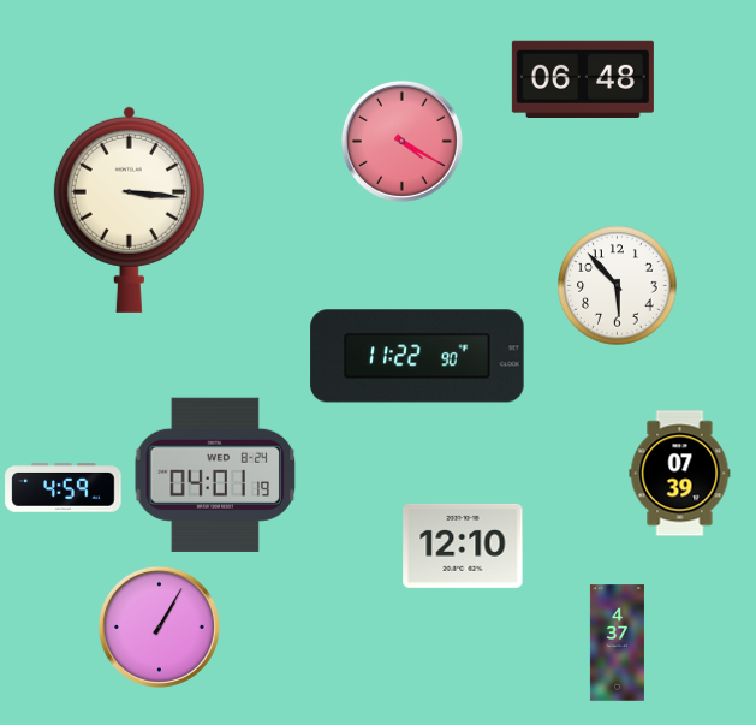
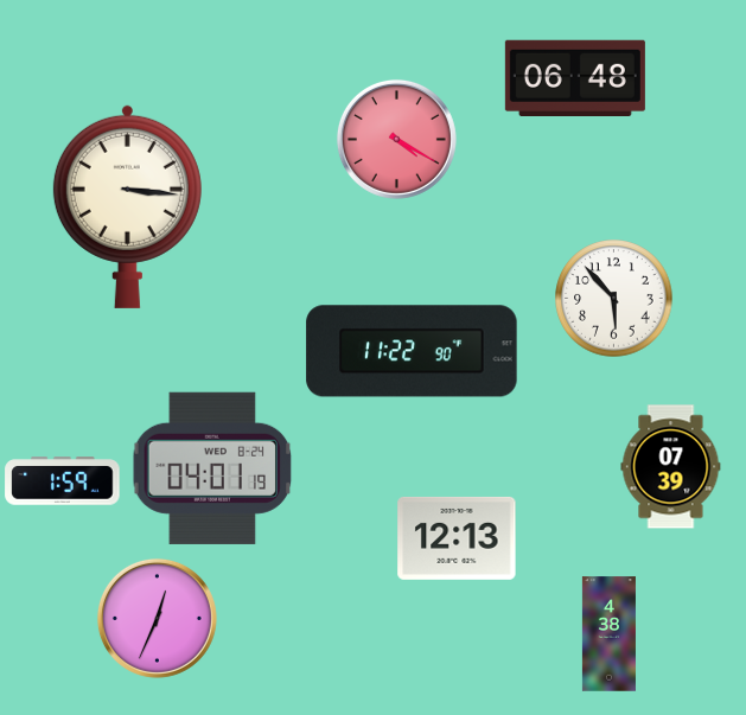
clock at (618, 286) position: (618, 286) -> (614, 299)
clock at (64, 488): 4:59 -> 1:59
clock at (463, 546): 12:10 -> 12:13
clock at (159, 626): 1:05 -> 12:34
clock at (617, 643): 4:37 -> 4:38
